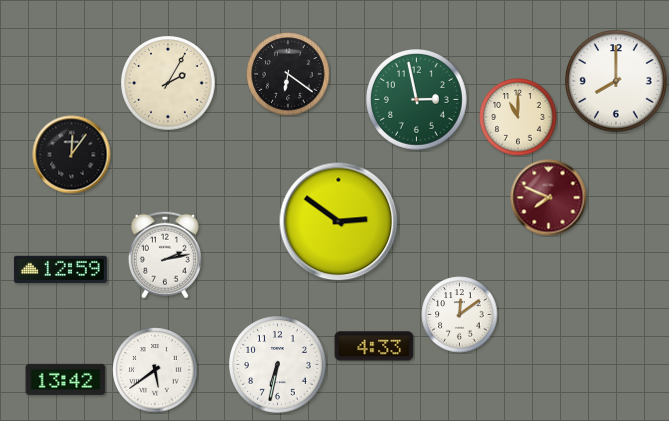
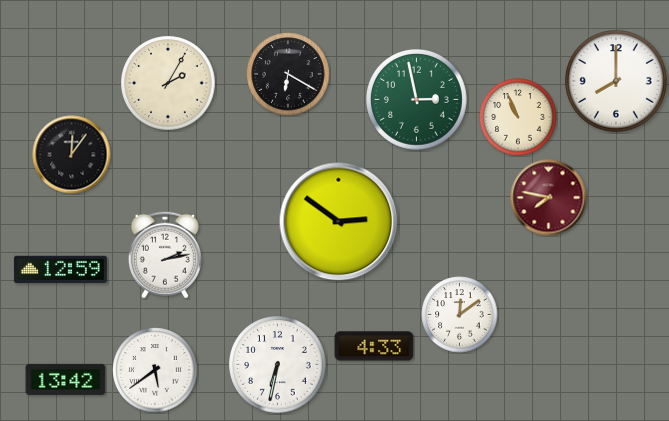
clock at (288, 74): 6:21 -> 6:20
clock at (518, 117): 11:00 -> 10:56
clock at (549, 198): 7:49 -> 7:47
